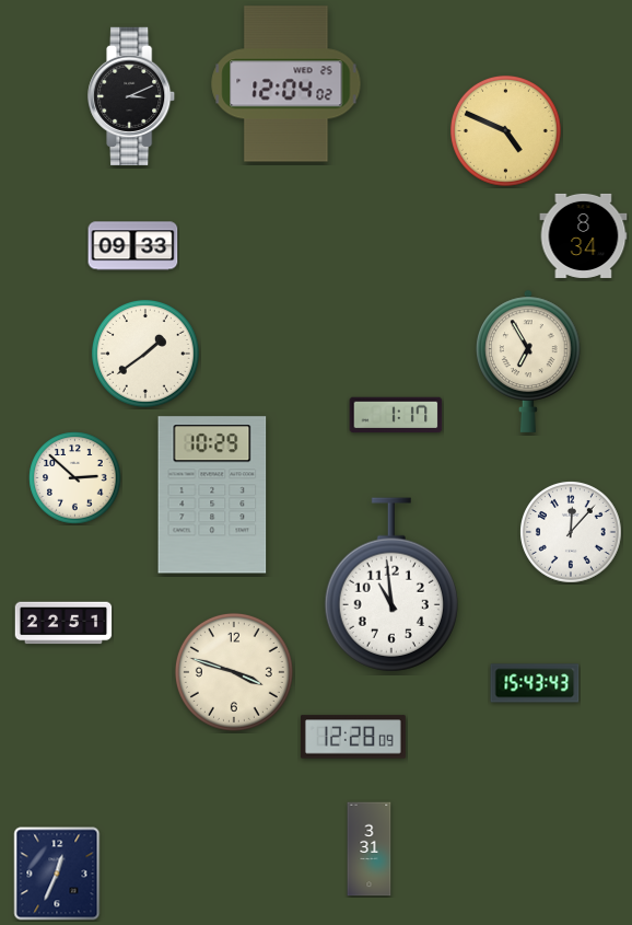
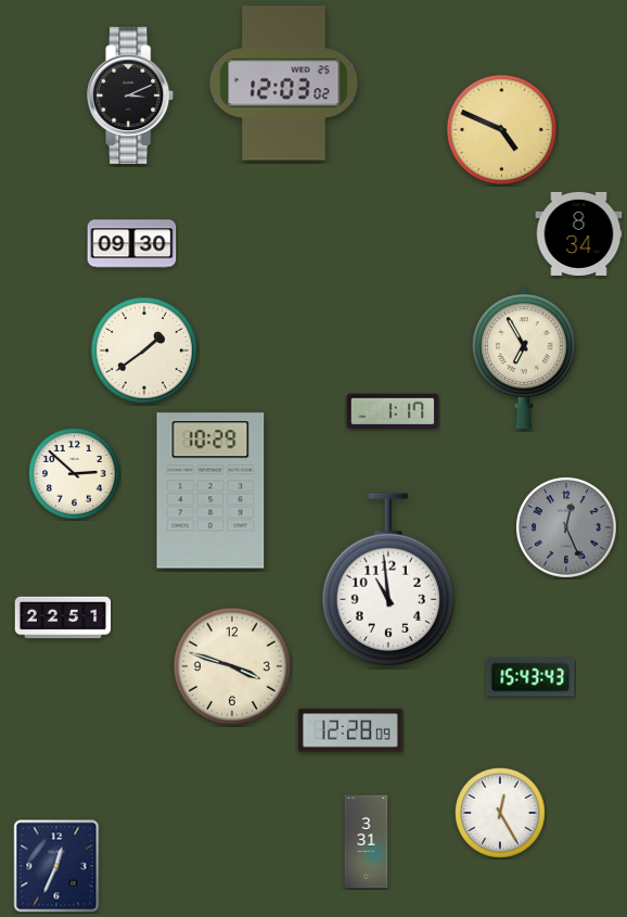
clock at (286, 84): 12:04 -> 12:03
clock at (133, 246): 09:33 -> 09:30
clock at (572, 533): 12:07 -> 12:26
clock at (572, 533) dial: white -> grey
clock at (500, 813): none -> 12:25
